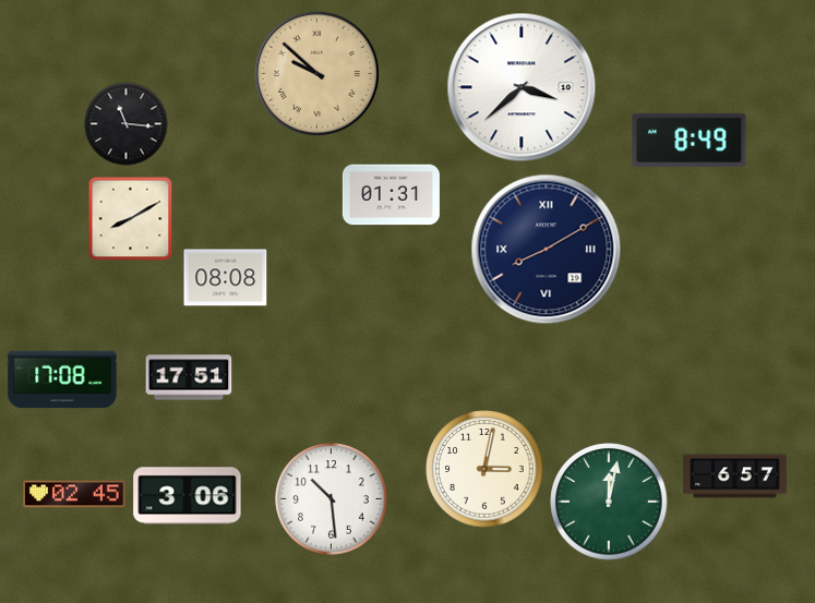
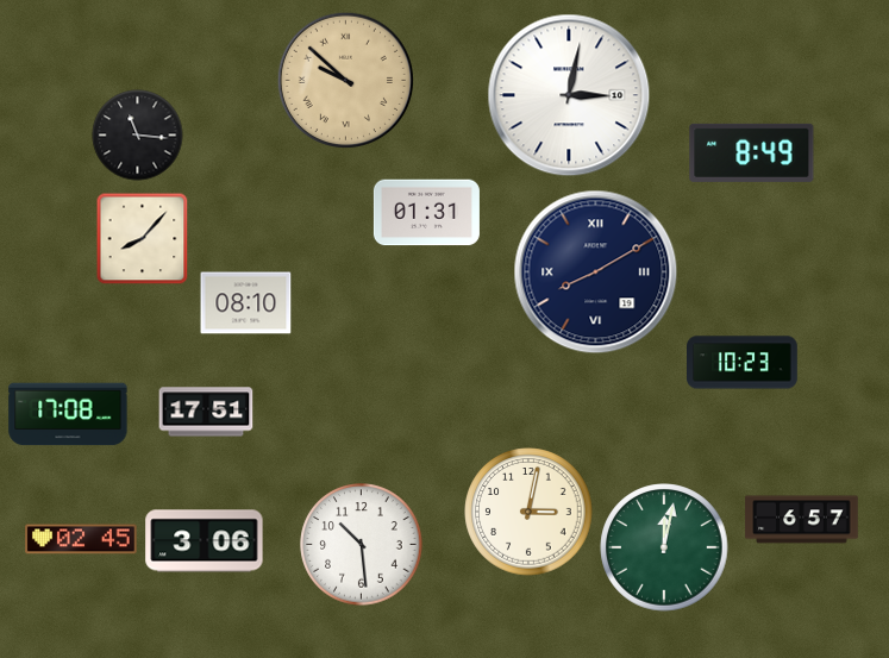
clock at (522, 87): 3:38 -> 3:02
clock at (130, 218): 8:10 -> 8:07
clock at (226, 278): 08:08 -> 08:10
clock at (743, 363): none -> 10:23
